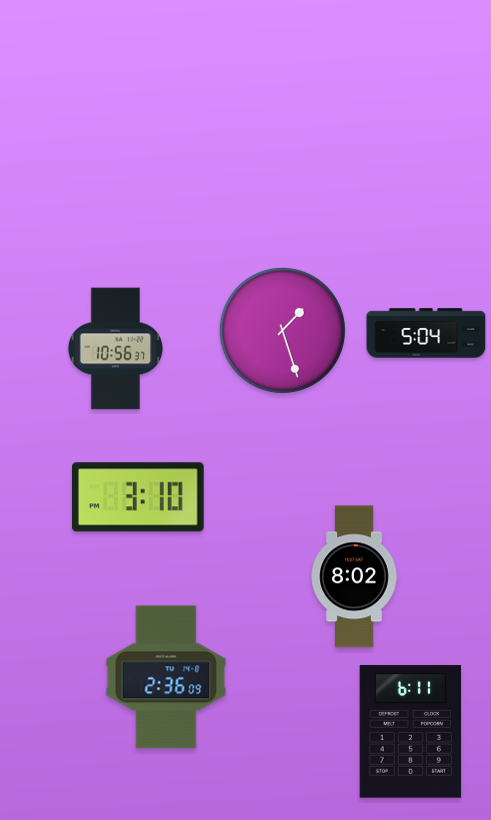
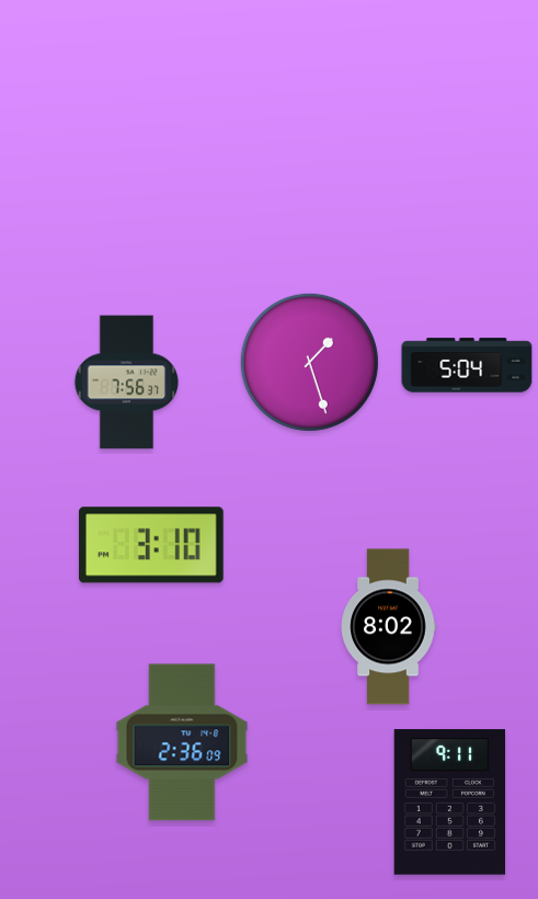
clock at (115, 349): 10:56 -> 7:56
clock at (354, 577) position: (354, 577) -> (388, 627)
clock at (411, 732): 6:11 -> 9:11
